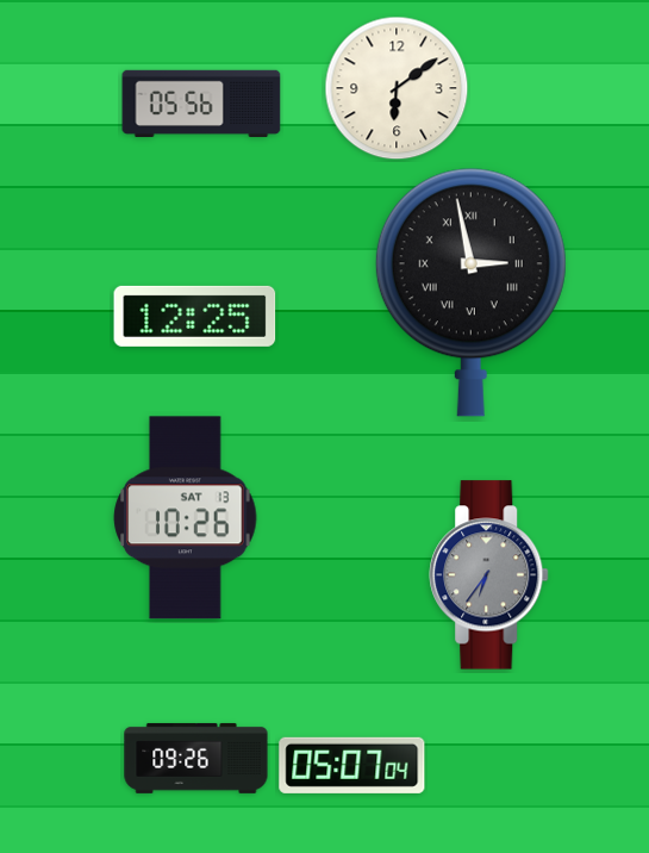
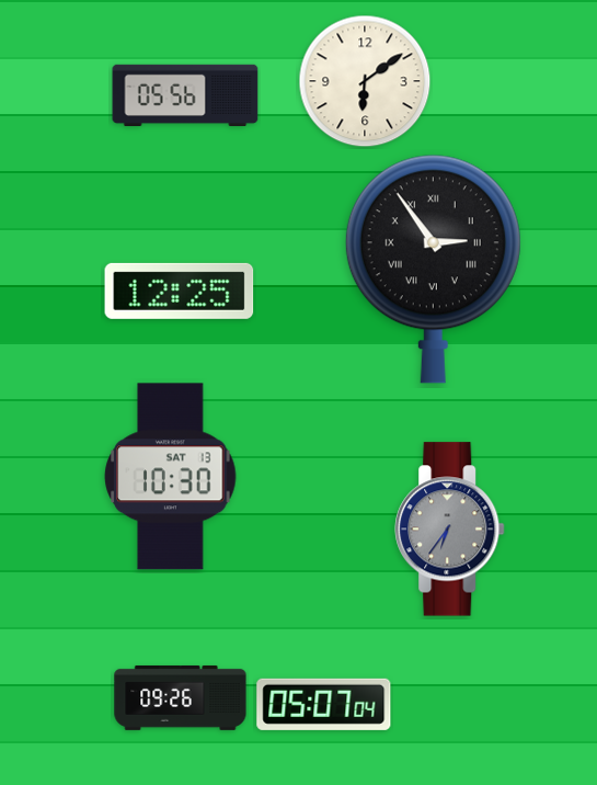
clock at (470, 292): 2:58 -> 2:54
clock at (186, 518): 10:26 -> 10:30
